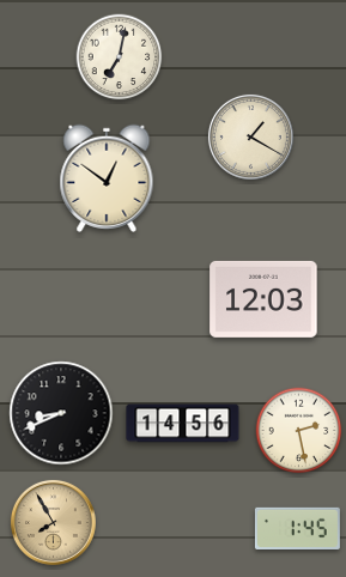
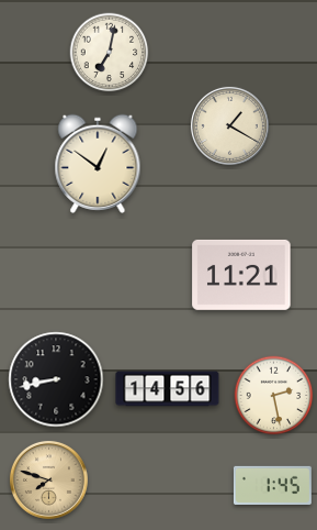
clock at (263, 299): 12:03 -> 11:21
clock at (61, 413): 8:41 -> 8:43
clock at (53, 522): 7:55 -> 7:48
